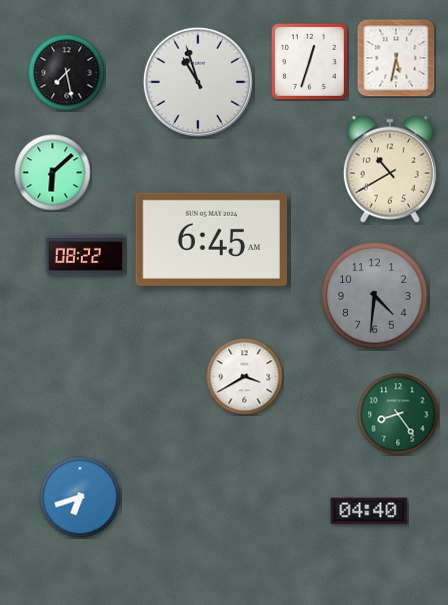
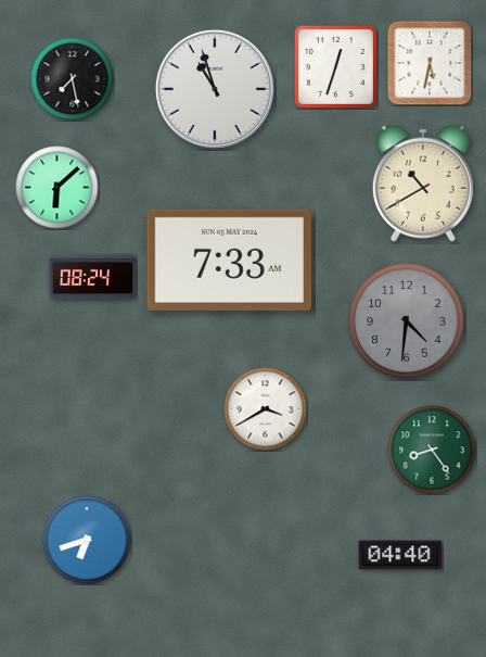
clock at (211, 239): 6:45 -> 7:33
clock at (86, 255): 08:22 -> 08:24
